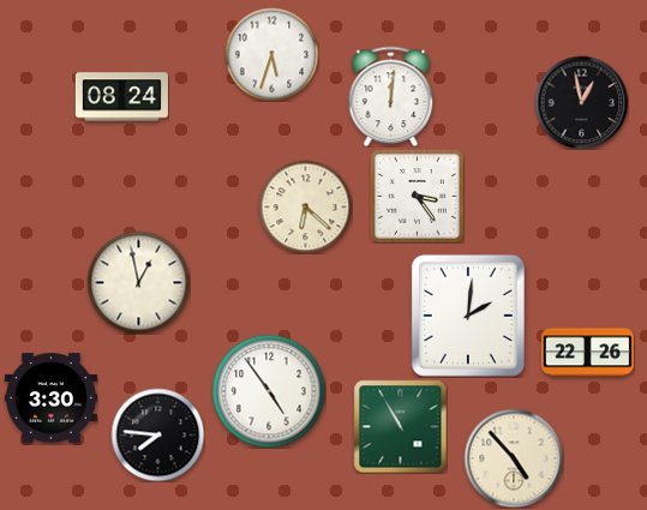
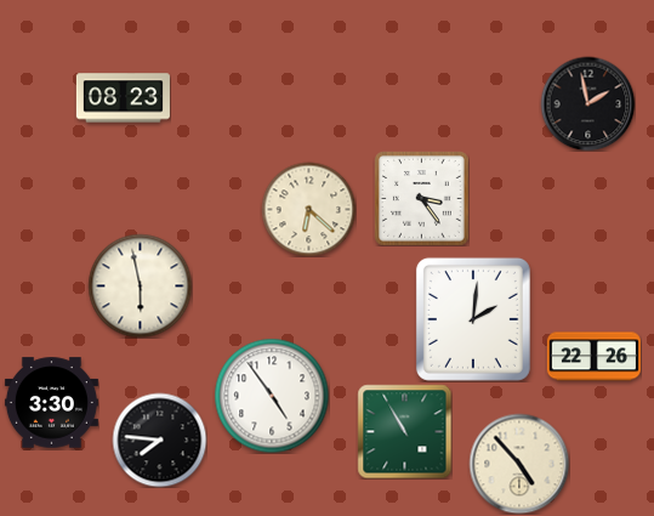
clock at (271, 54): 5:33 -> none
clock at (391, 96): 12:01 -> none
clock at (121, 97): 08:24 -> 08:23
clock at (581, 102): 12:58 -> 1:58
clock at (138, 282): 12:58 -> 5:58
